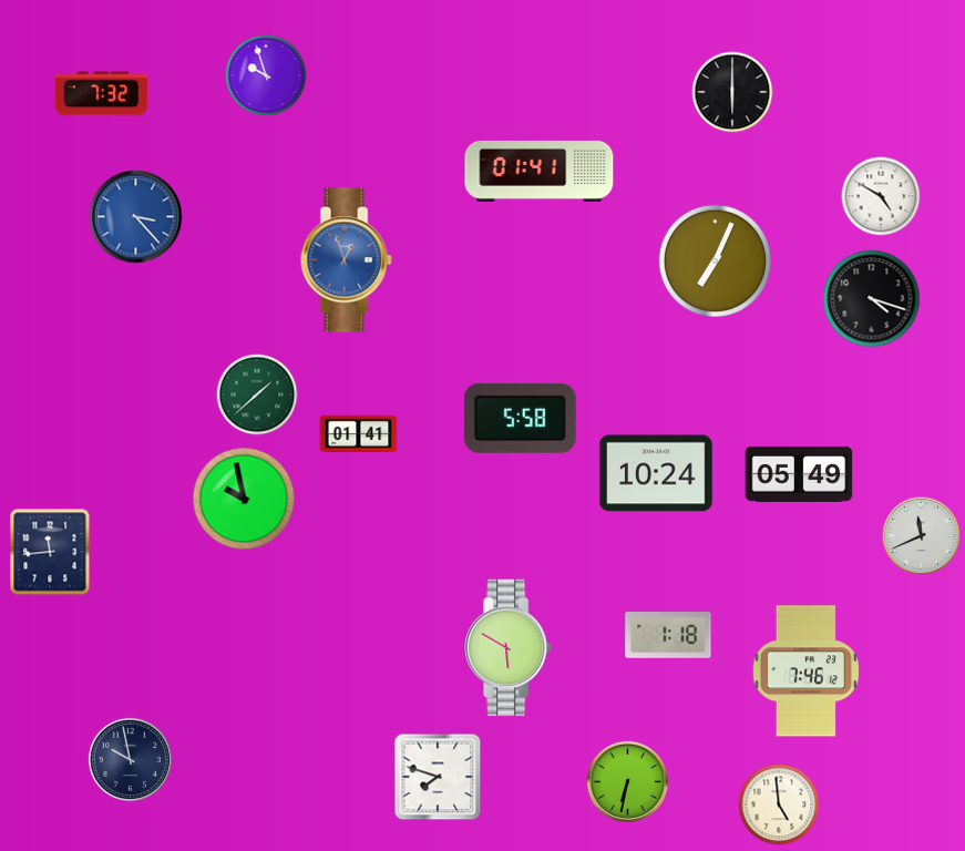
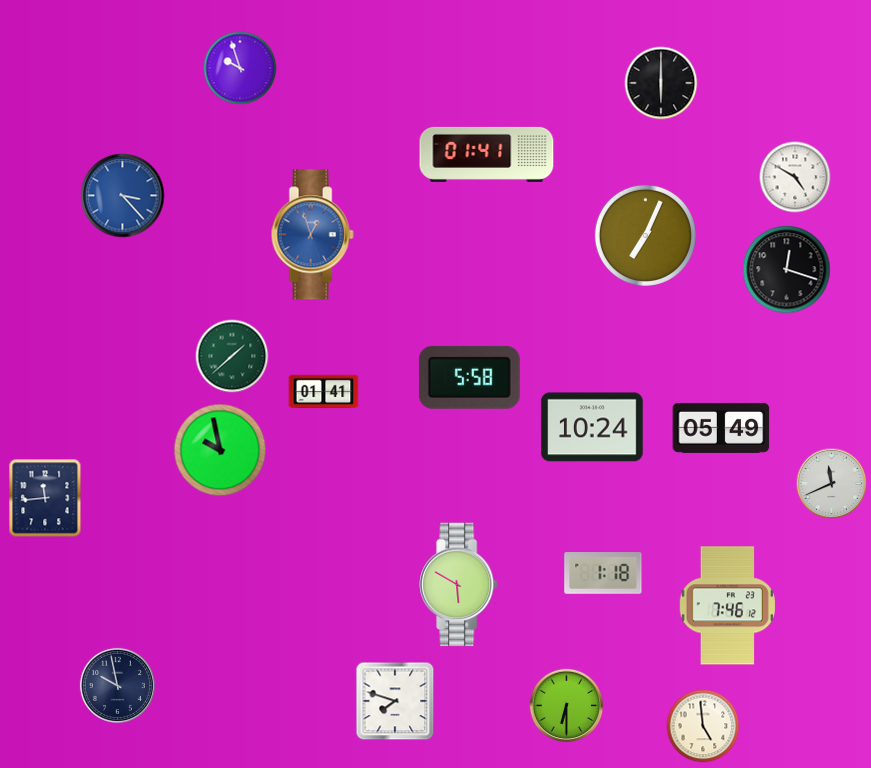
clock at (102, 94): 7:32 -> none
clock at (872, 299): 4:18 -> 12:18
clock at (627, 781): 6:32 -> 6:30
